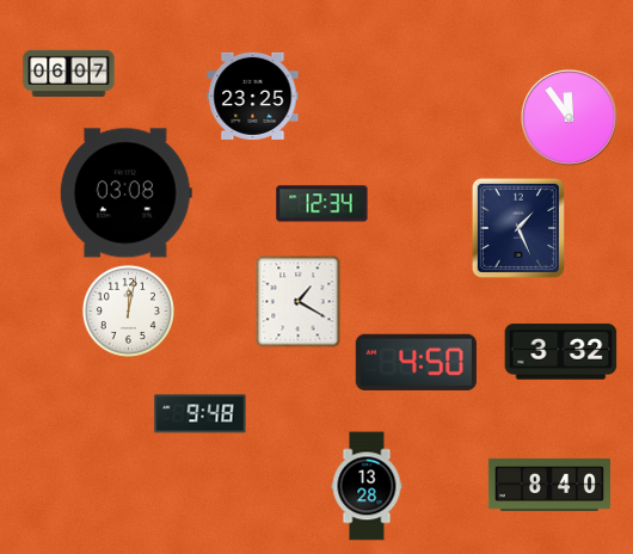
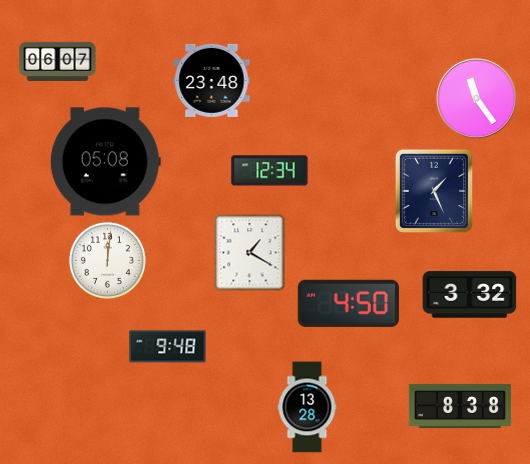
clock at (253, 96): 23:25 -> 23:48
clock at (569, 117): 11:54 -> 11:24
clock at (125, 193): 03:08 -> 05:08
clock at (128, 310): 12:02 -> 12:01
clock at (549, 485): 8:40 -> 8:38
